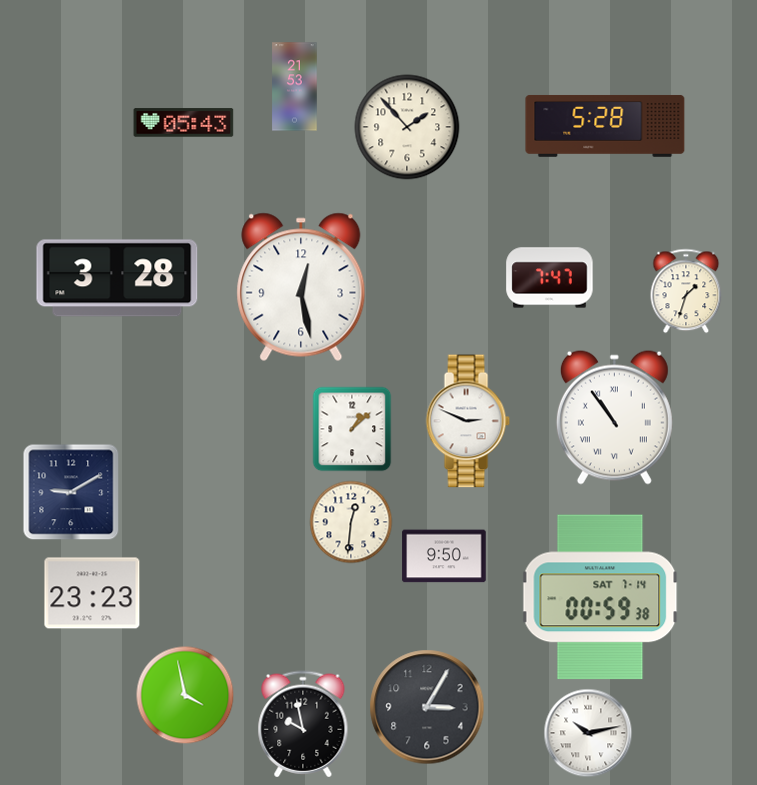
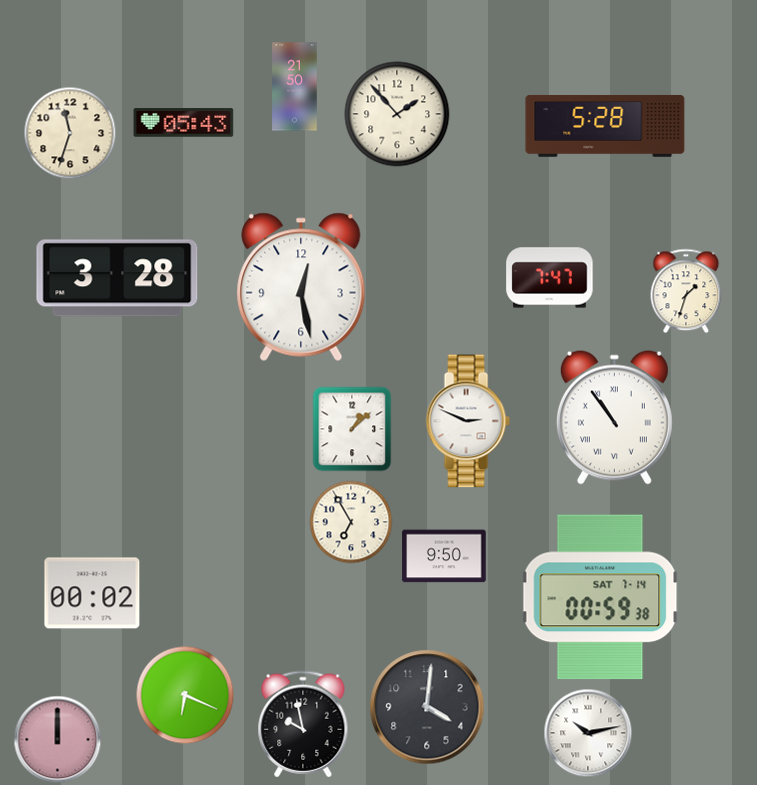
clock at (295, 87): 21:53 -> 21:50
clock at (407, 127) position: (407, 127) -> (397, 114)
clock at (70, 133): none -> 11:33
clock at (71, 492): 9:10 -> none
clock at (351, 522): 12:31 -> 6:55
clock at (92, 593): 23:23 -> 00:02
clock at (185, 695): 3:58 -> 6:19
clock at (427, 707): 3:05 -> 4:01
clock at (58, 740): none -> 12:00
